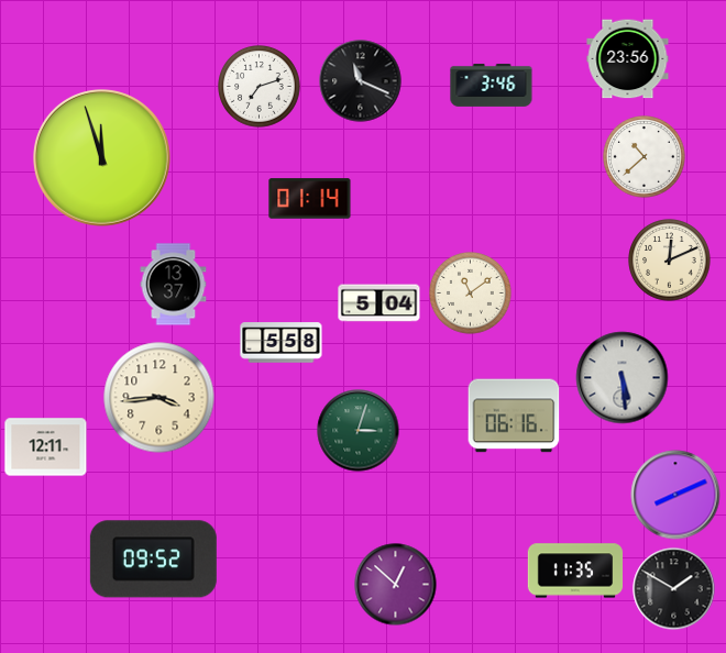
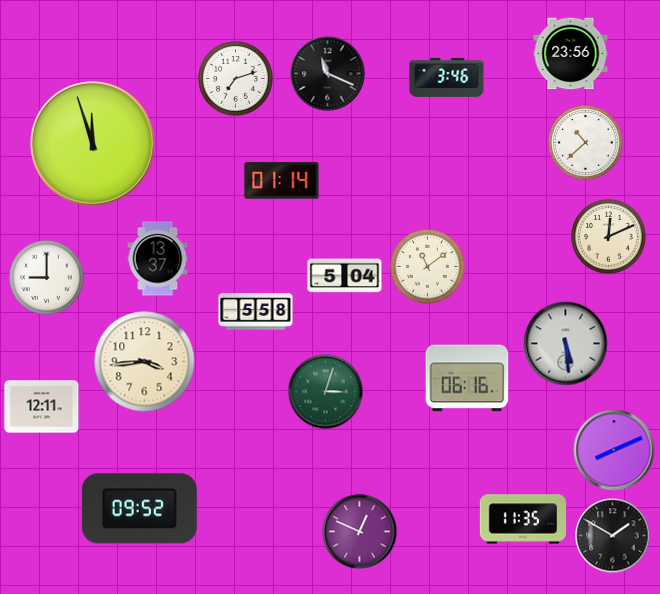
clock at (47, 278): none -> 9:00
clock at (396, 585): 12:52 -> 12:49
